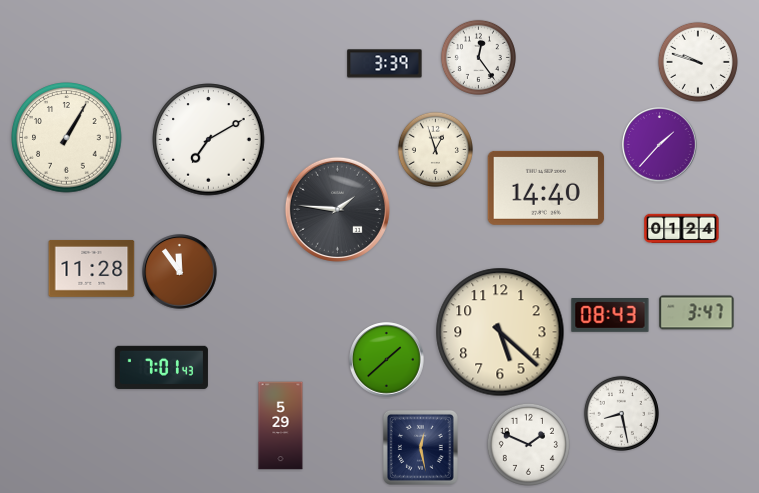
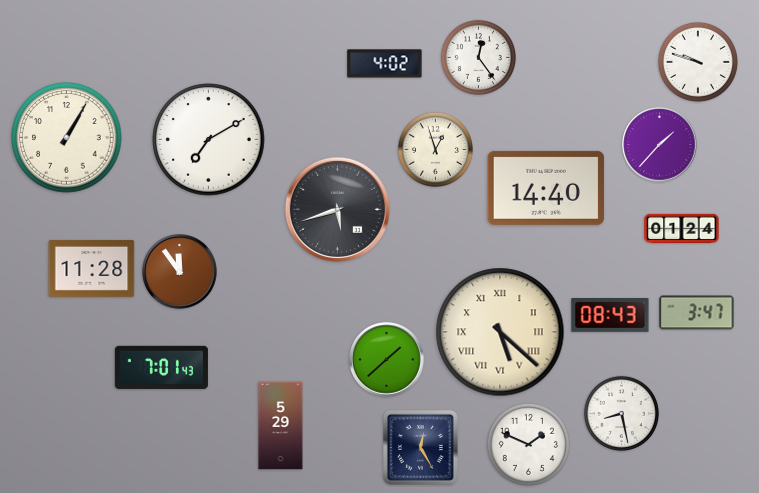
clock at (385, 64): 3:39 -> 4:02
clock at (337, 209): 1:46 -> 5:42
clock at (500, 332) numerals: Arabic -> Roman
clock at (420, 447): 12:28 -> 12:25
